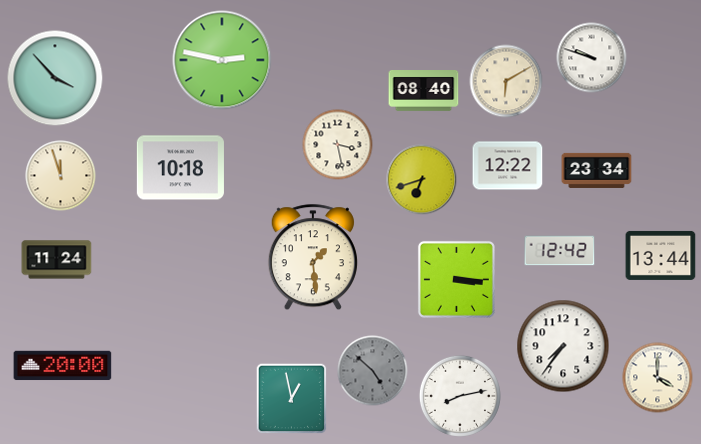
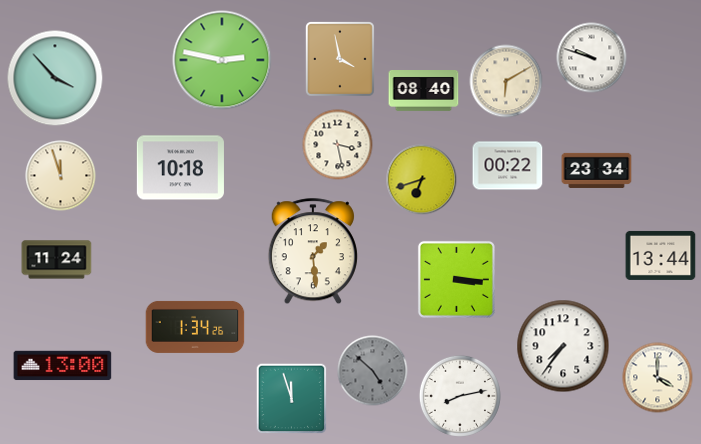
clock at (340, 59): none -> 3:58
clock at (508, 166): 12:22 -> 00:22
clock at (560, 251): 12:42 -> none
clock at (313, 258) position: (313, 258) -> (313, 252)
clock at (195, 327): none -> 1:34
clock at (63, 366): 20:00 -> 13:00
clock at (292, 399): 12:58 -> 11:57
